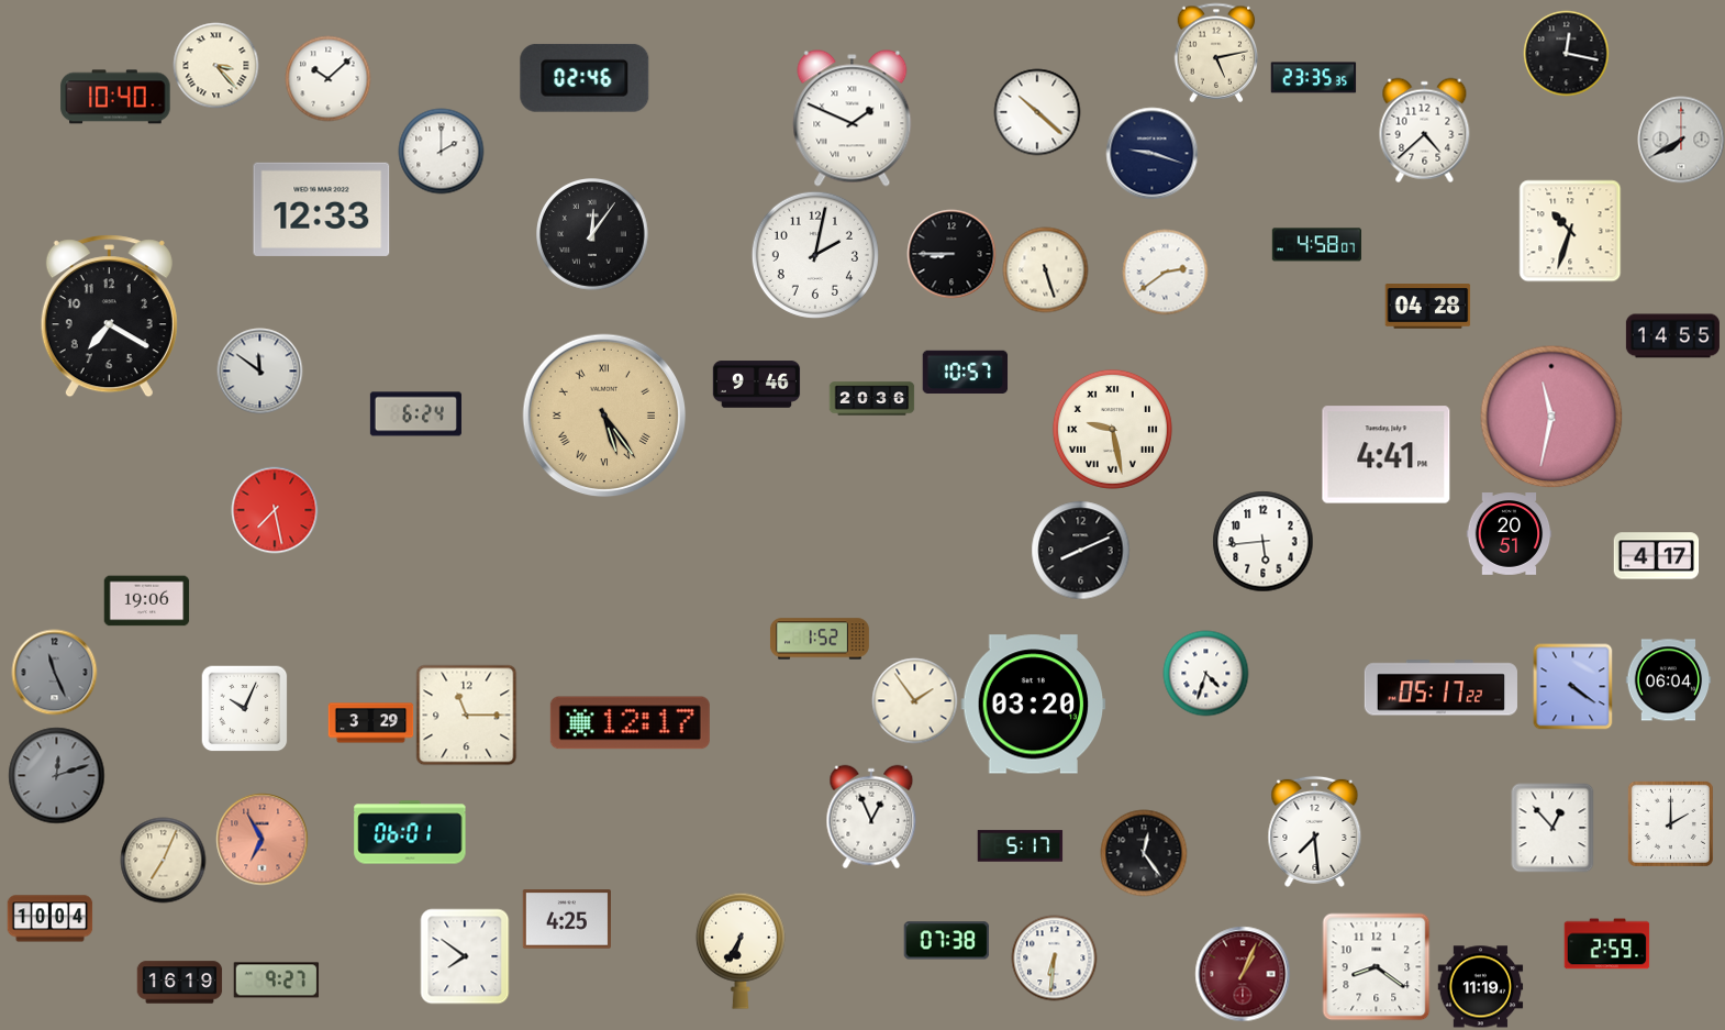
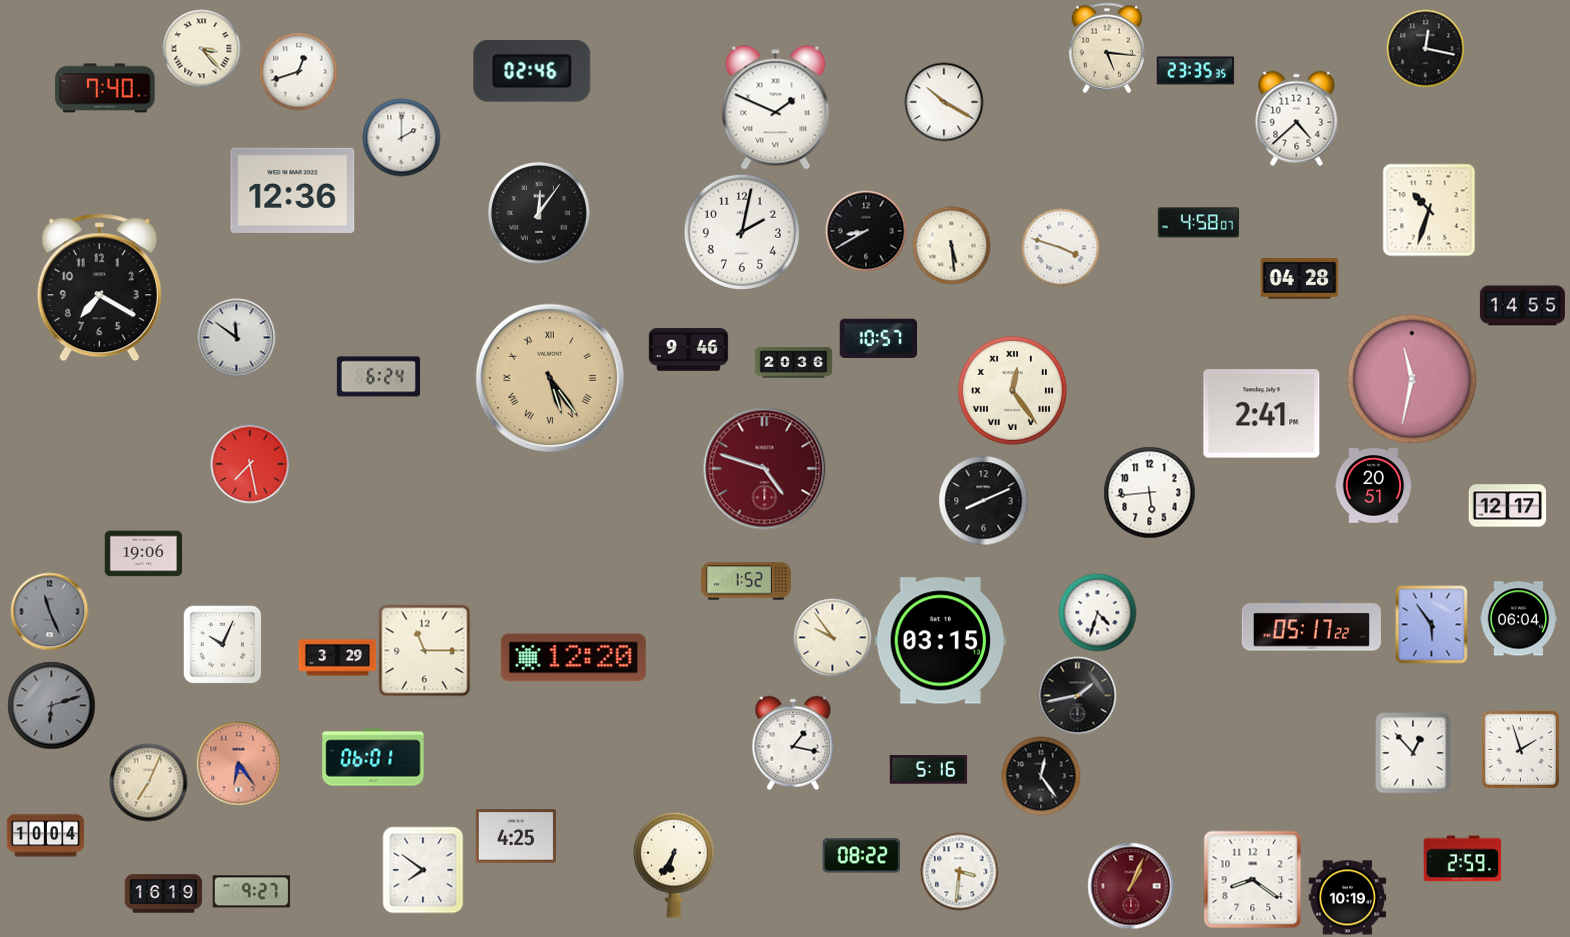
clock at (1216, 53): 5:13 -> 5:16
clock at (215, 65) position: (215, 65) -> (201, 48)
clock at (327, 78): 10:08 -> 12:42
clock at (115, 97): 10:40 -> 7:40
clock at (1037, 112): 10:22 -> 10:20
clock at (1681, 140): 7:40 -> none
clock at (1151, 153): 9:18 -> none
clock at (322, 209): 12:33 -> 12:36
clock at (951, 254): 8:45 -> 8:40
clock at (1045, 269): 5:27 -> 5:29
clock at (1165, 272): 2:39 -> 3:48
clock at (1112, 429): 9:28 -> 12:24
clock at (1387, 455): 4:41 -> 2:41
clock at (765, 469): none -> 4:48
clock at (1656, 556): 4:17 -> 12:17
clock at (146, 601) position: (146, 601) -> (143, 554)
clock at (1573, 686): 4:21 -> 5:54
clock at (914, 700): 1:54 -> 9:54
clock at (1034, 705): 03:20 -> 03:15
clock at (630, 723): 12:17 -> 12:20
clock at (1077, 695): none -> 1:43
clock at (56, 775): 12:12 -> 6:12
clock at (871, 817): 12:56 -> 1:17
clock at (1670, 823): 2:00 -> 1:57
clock at (1315, 831): 7:29 -> none
clock at (261, 839): 6:55 -> 6:24
clock at (1020, 846): 5:17 -> 5:16
clock at (946, 941): 07:38 -> 08:22
clock at (1054, 957): 6:31 -> 3:31
clock at (1480, 987): 11:19 -> 10:19
